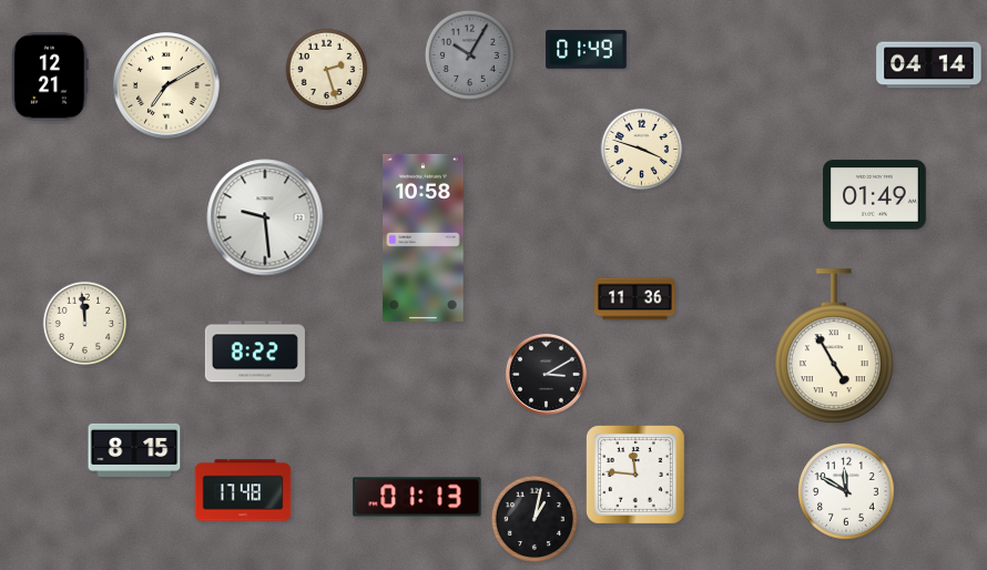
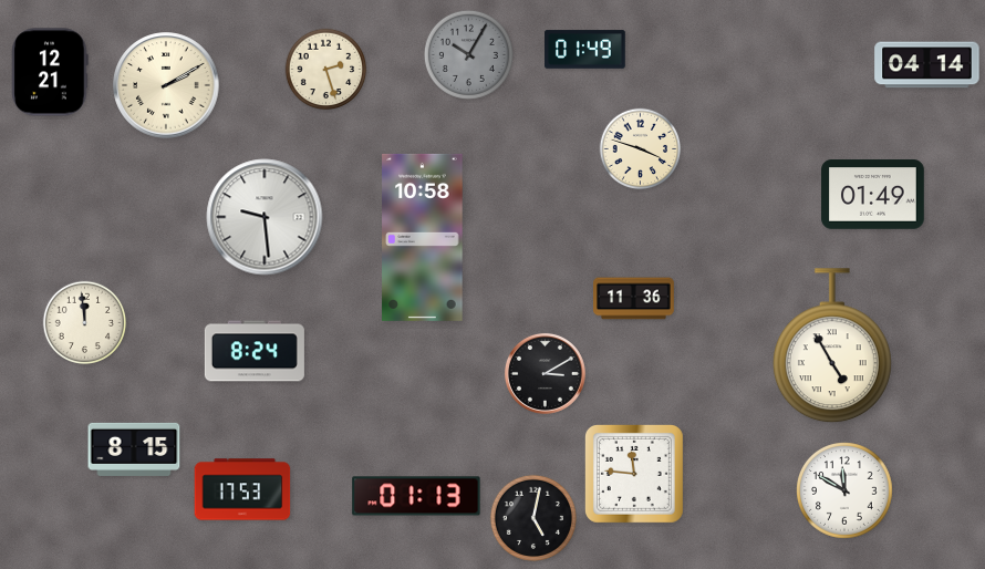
clock at (50, 77) position: (50, 77) -> (50, 72)
clock at (166, 85): 7:10 -> 2:10
clock at (255, 352): 8:22 -> 8:24
clock at (243, 490): 17:48 -> 17:53
clock at (535, 519): 1:02 -> 5:02
